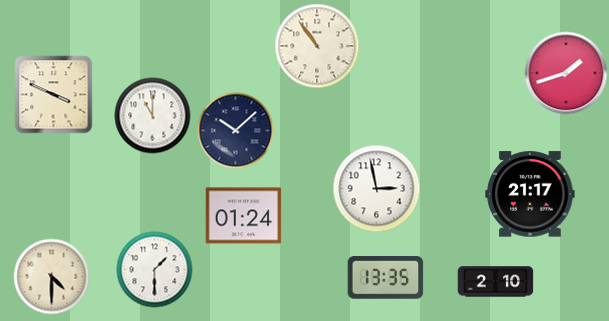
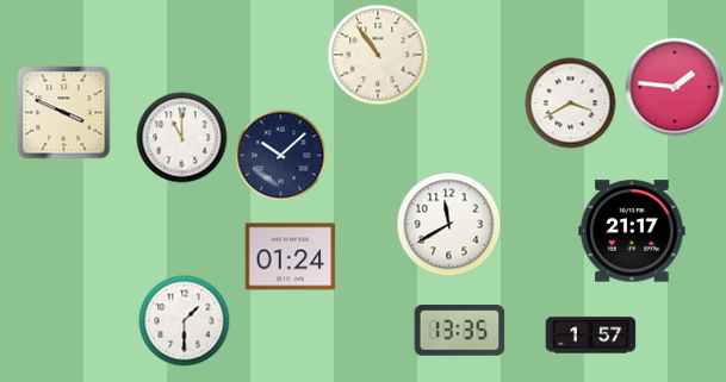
clock at (566, 73): 1:42 -> 1:46
clock at (571, 104): none -> 3:40
clock at (377, 189): 2:58 -> 11:40
clock at (52, 277): 4:30 -> none
clock at (496, 282): 2:10 -> 1:57
